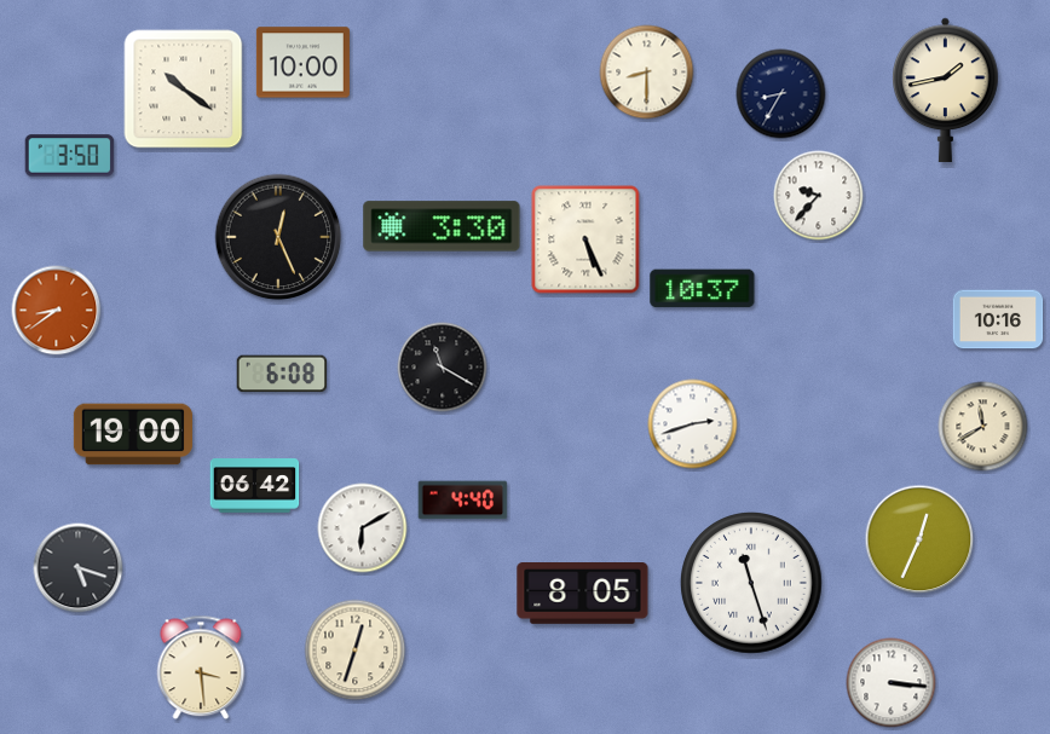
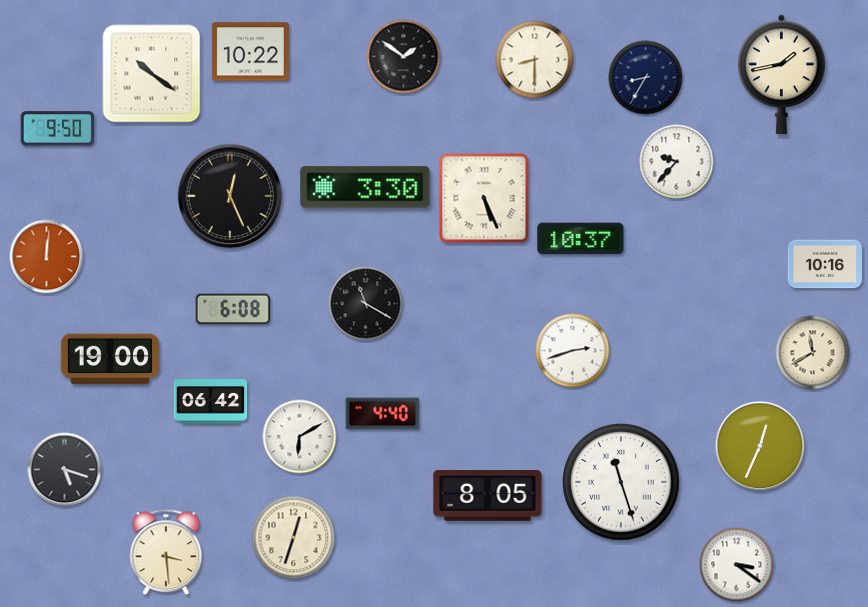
clock at (302, 63): 10:00 -> 10:22
clock at (404, 57): none -> 1:51
clock at (70, 156): 3:50 -> 9:50
clock at (57, 311): 8:39 -> 12:01
clock at (583, 594) position: (583, 594) -> (488, 496)
clock at (892, 683): 3:16 -> 3:21
